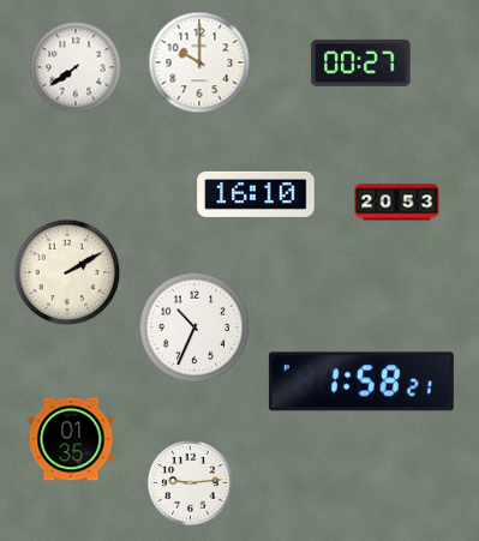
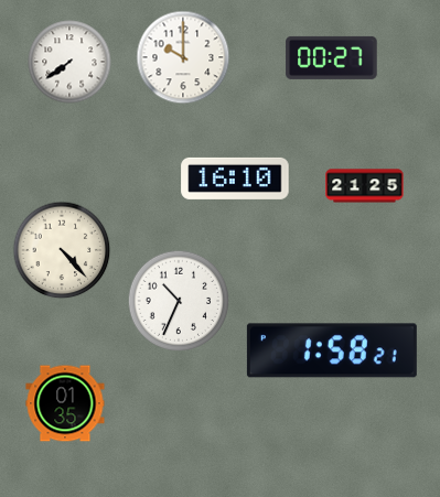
clock at (397, 203): 20:53 -> 21:25
clock at (67, 272): 2:10 -> 4:23
clock at (191, 483): 9:14 -> none
